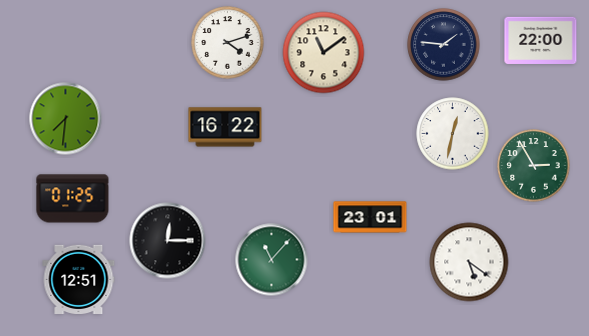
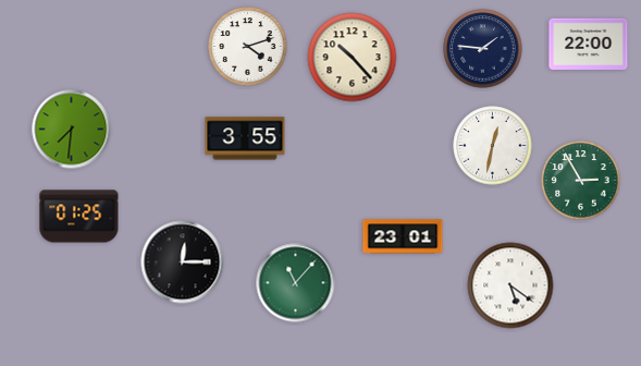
clock at (324, 53): 11:09 -> 10:23
clock at (225, 127): 16:22 -> 3:55
clock at (79, 279): 12:51 -> none
